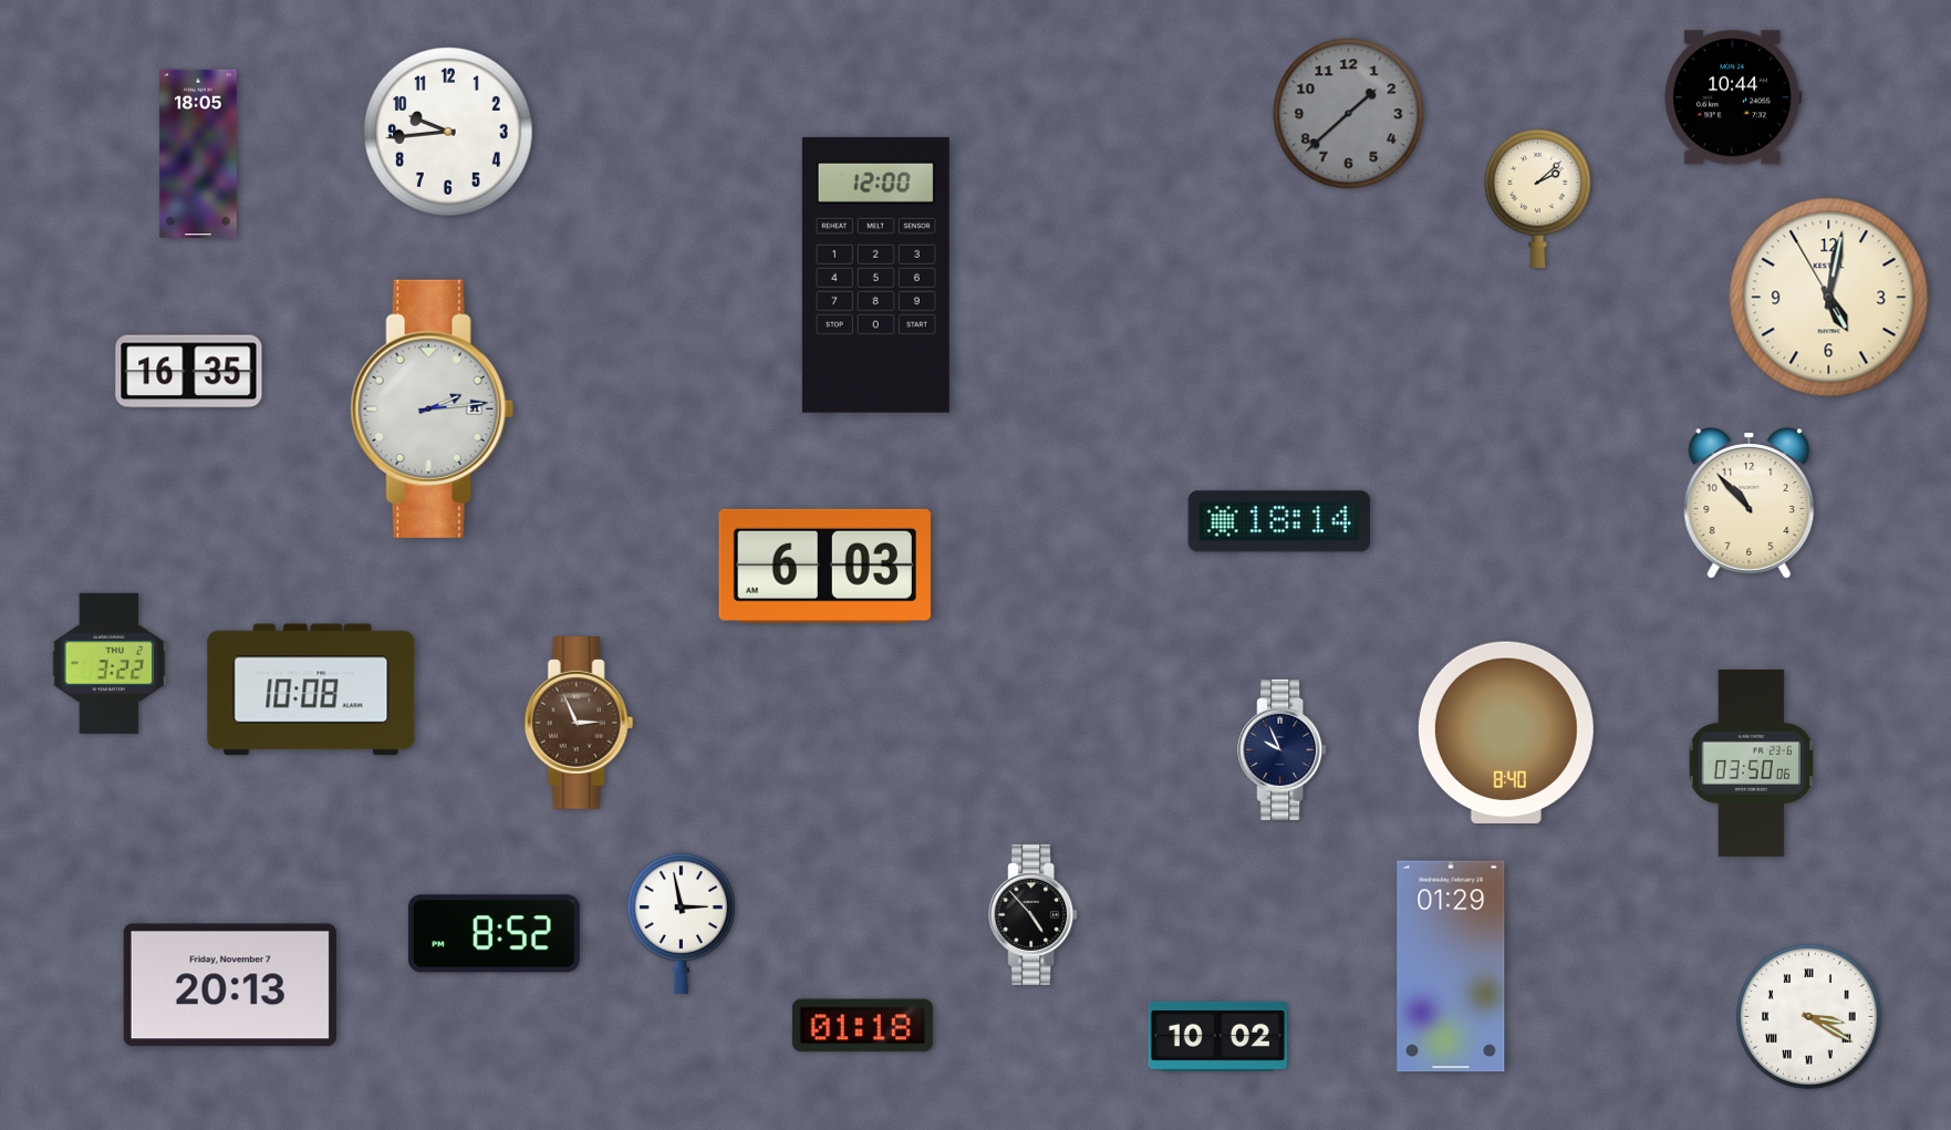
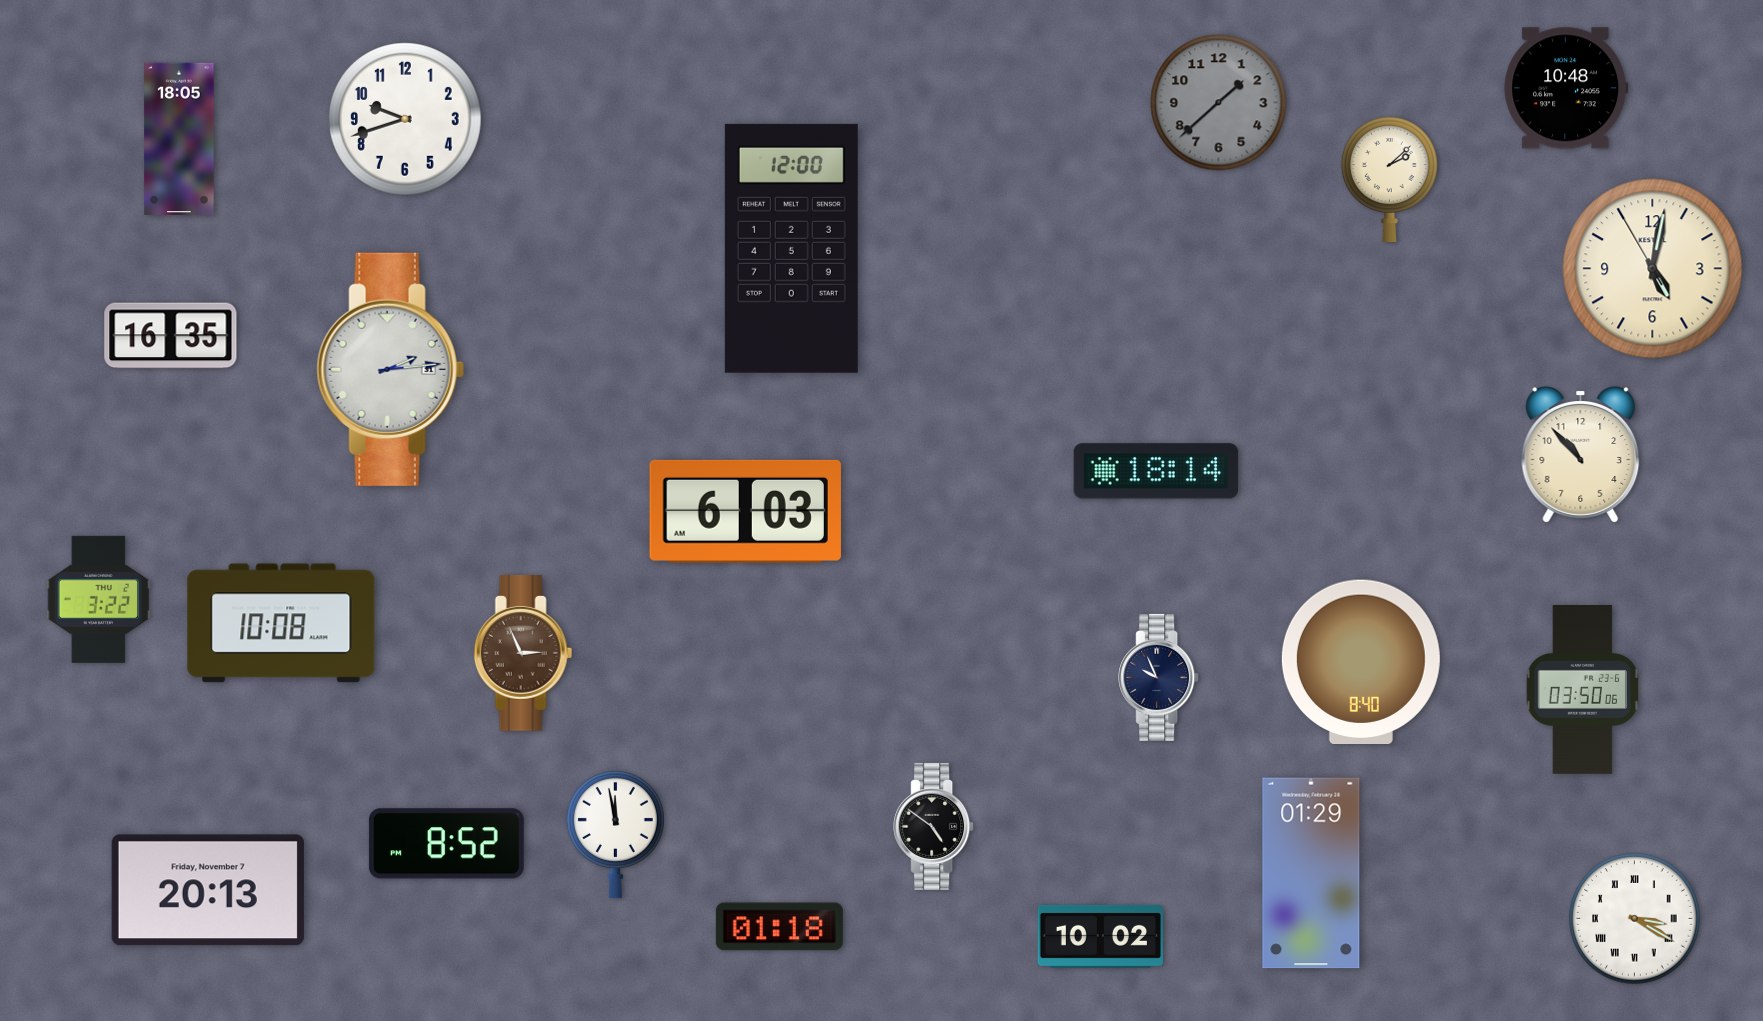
clock at (1733, 97): 10:44 -> 10:48
clock at (448, 132): 9:44 -> 9:42
clock at (1034, 914): 4:53 -> 4:51
clock at (681, 923): 2:58 -> 11:58
